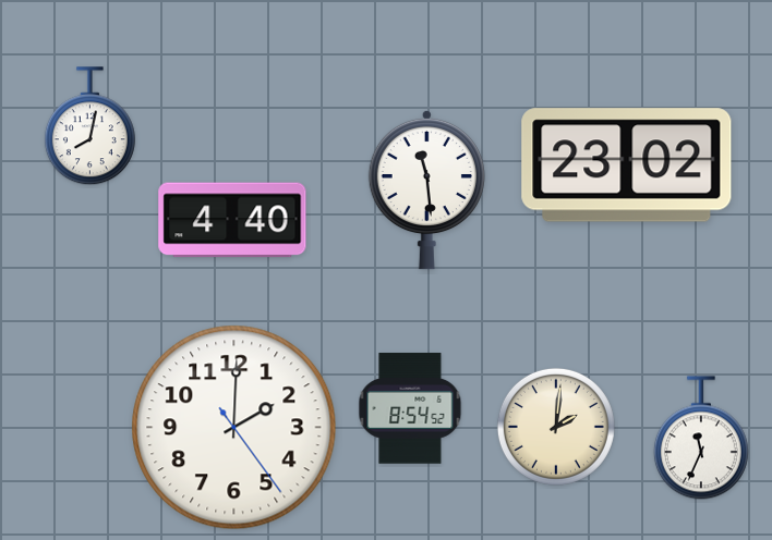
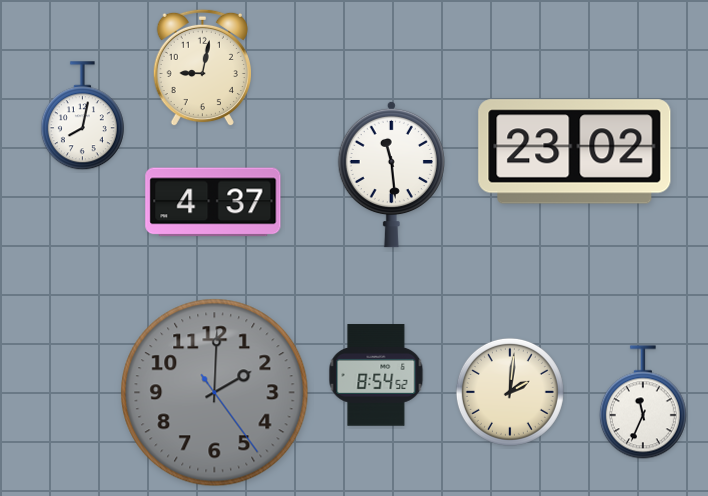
clock at (202, 68): none -> 9:02
clock at (232, 220): 4:40 -> 4:37
clock at (234, 428) dial: white -> grey
